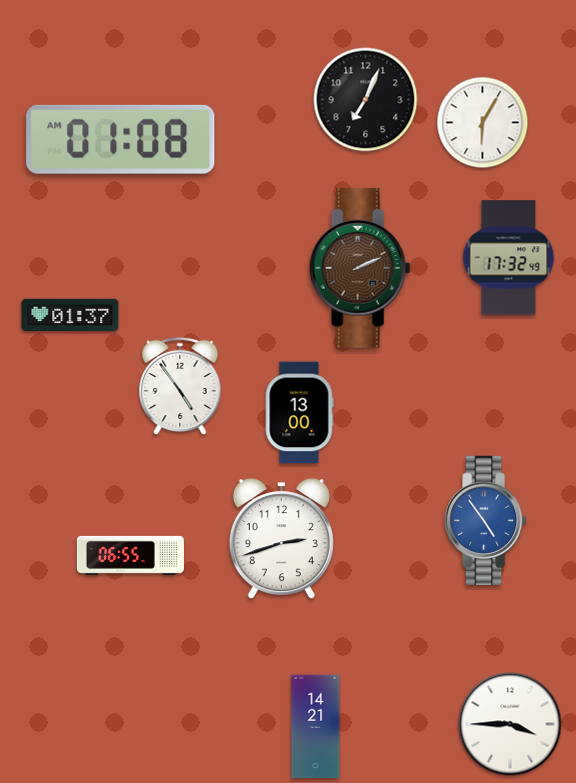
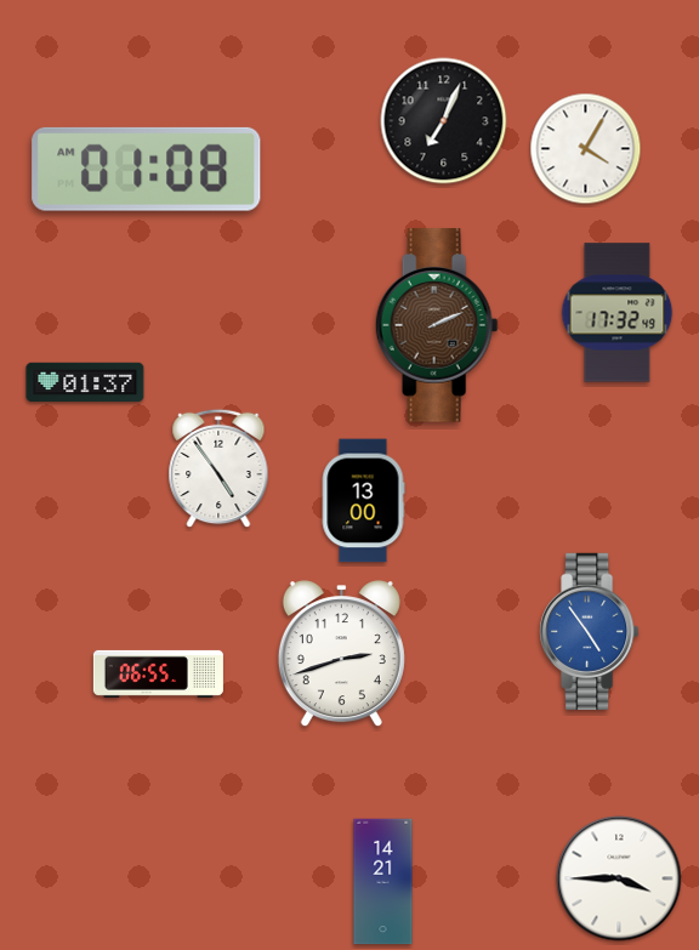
clock at (483, 123): 6:05 -> 4:05
